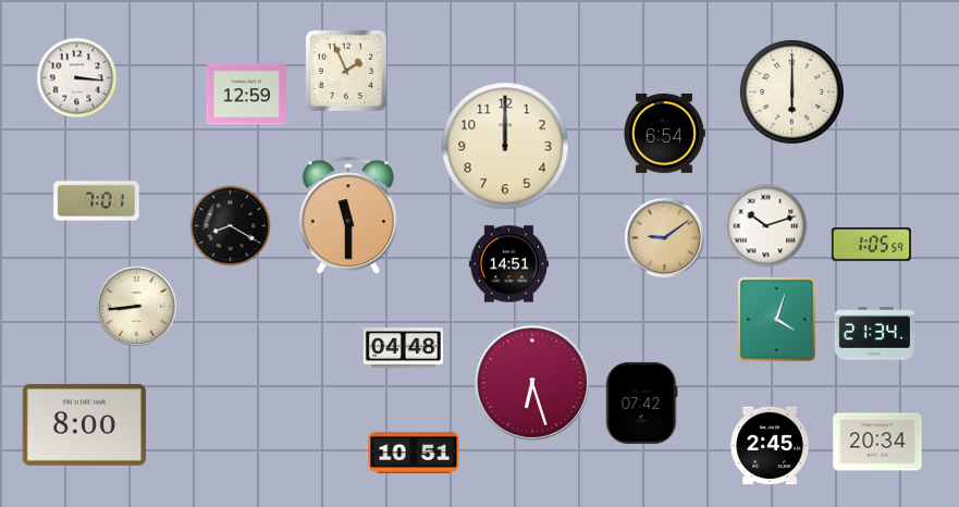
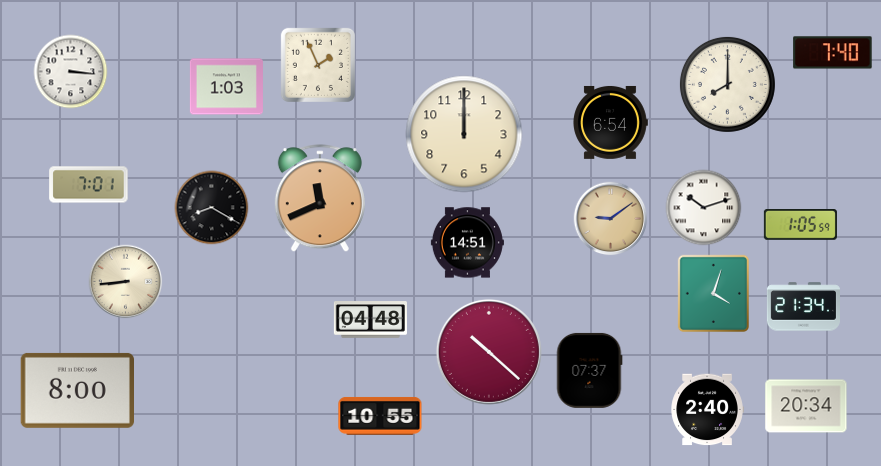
clock at (833, 53): none -> 7:40
clock at (791, 91): 6:00 -> 8:00
clock at (246, 95): 12:59 -> 1:03
clock at (348, 217): 11:30 -> 11:41
clock at (532, 383): 6:27 -> 10:22
clock at (641, 403): 07:42 -> 07:37
clock at (770, 446): 2:45 -> 2:40
clock at (414, 453): 10:51 -> 10:55
